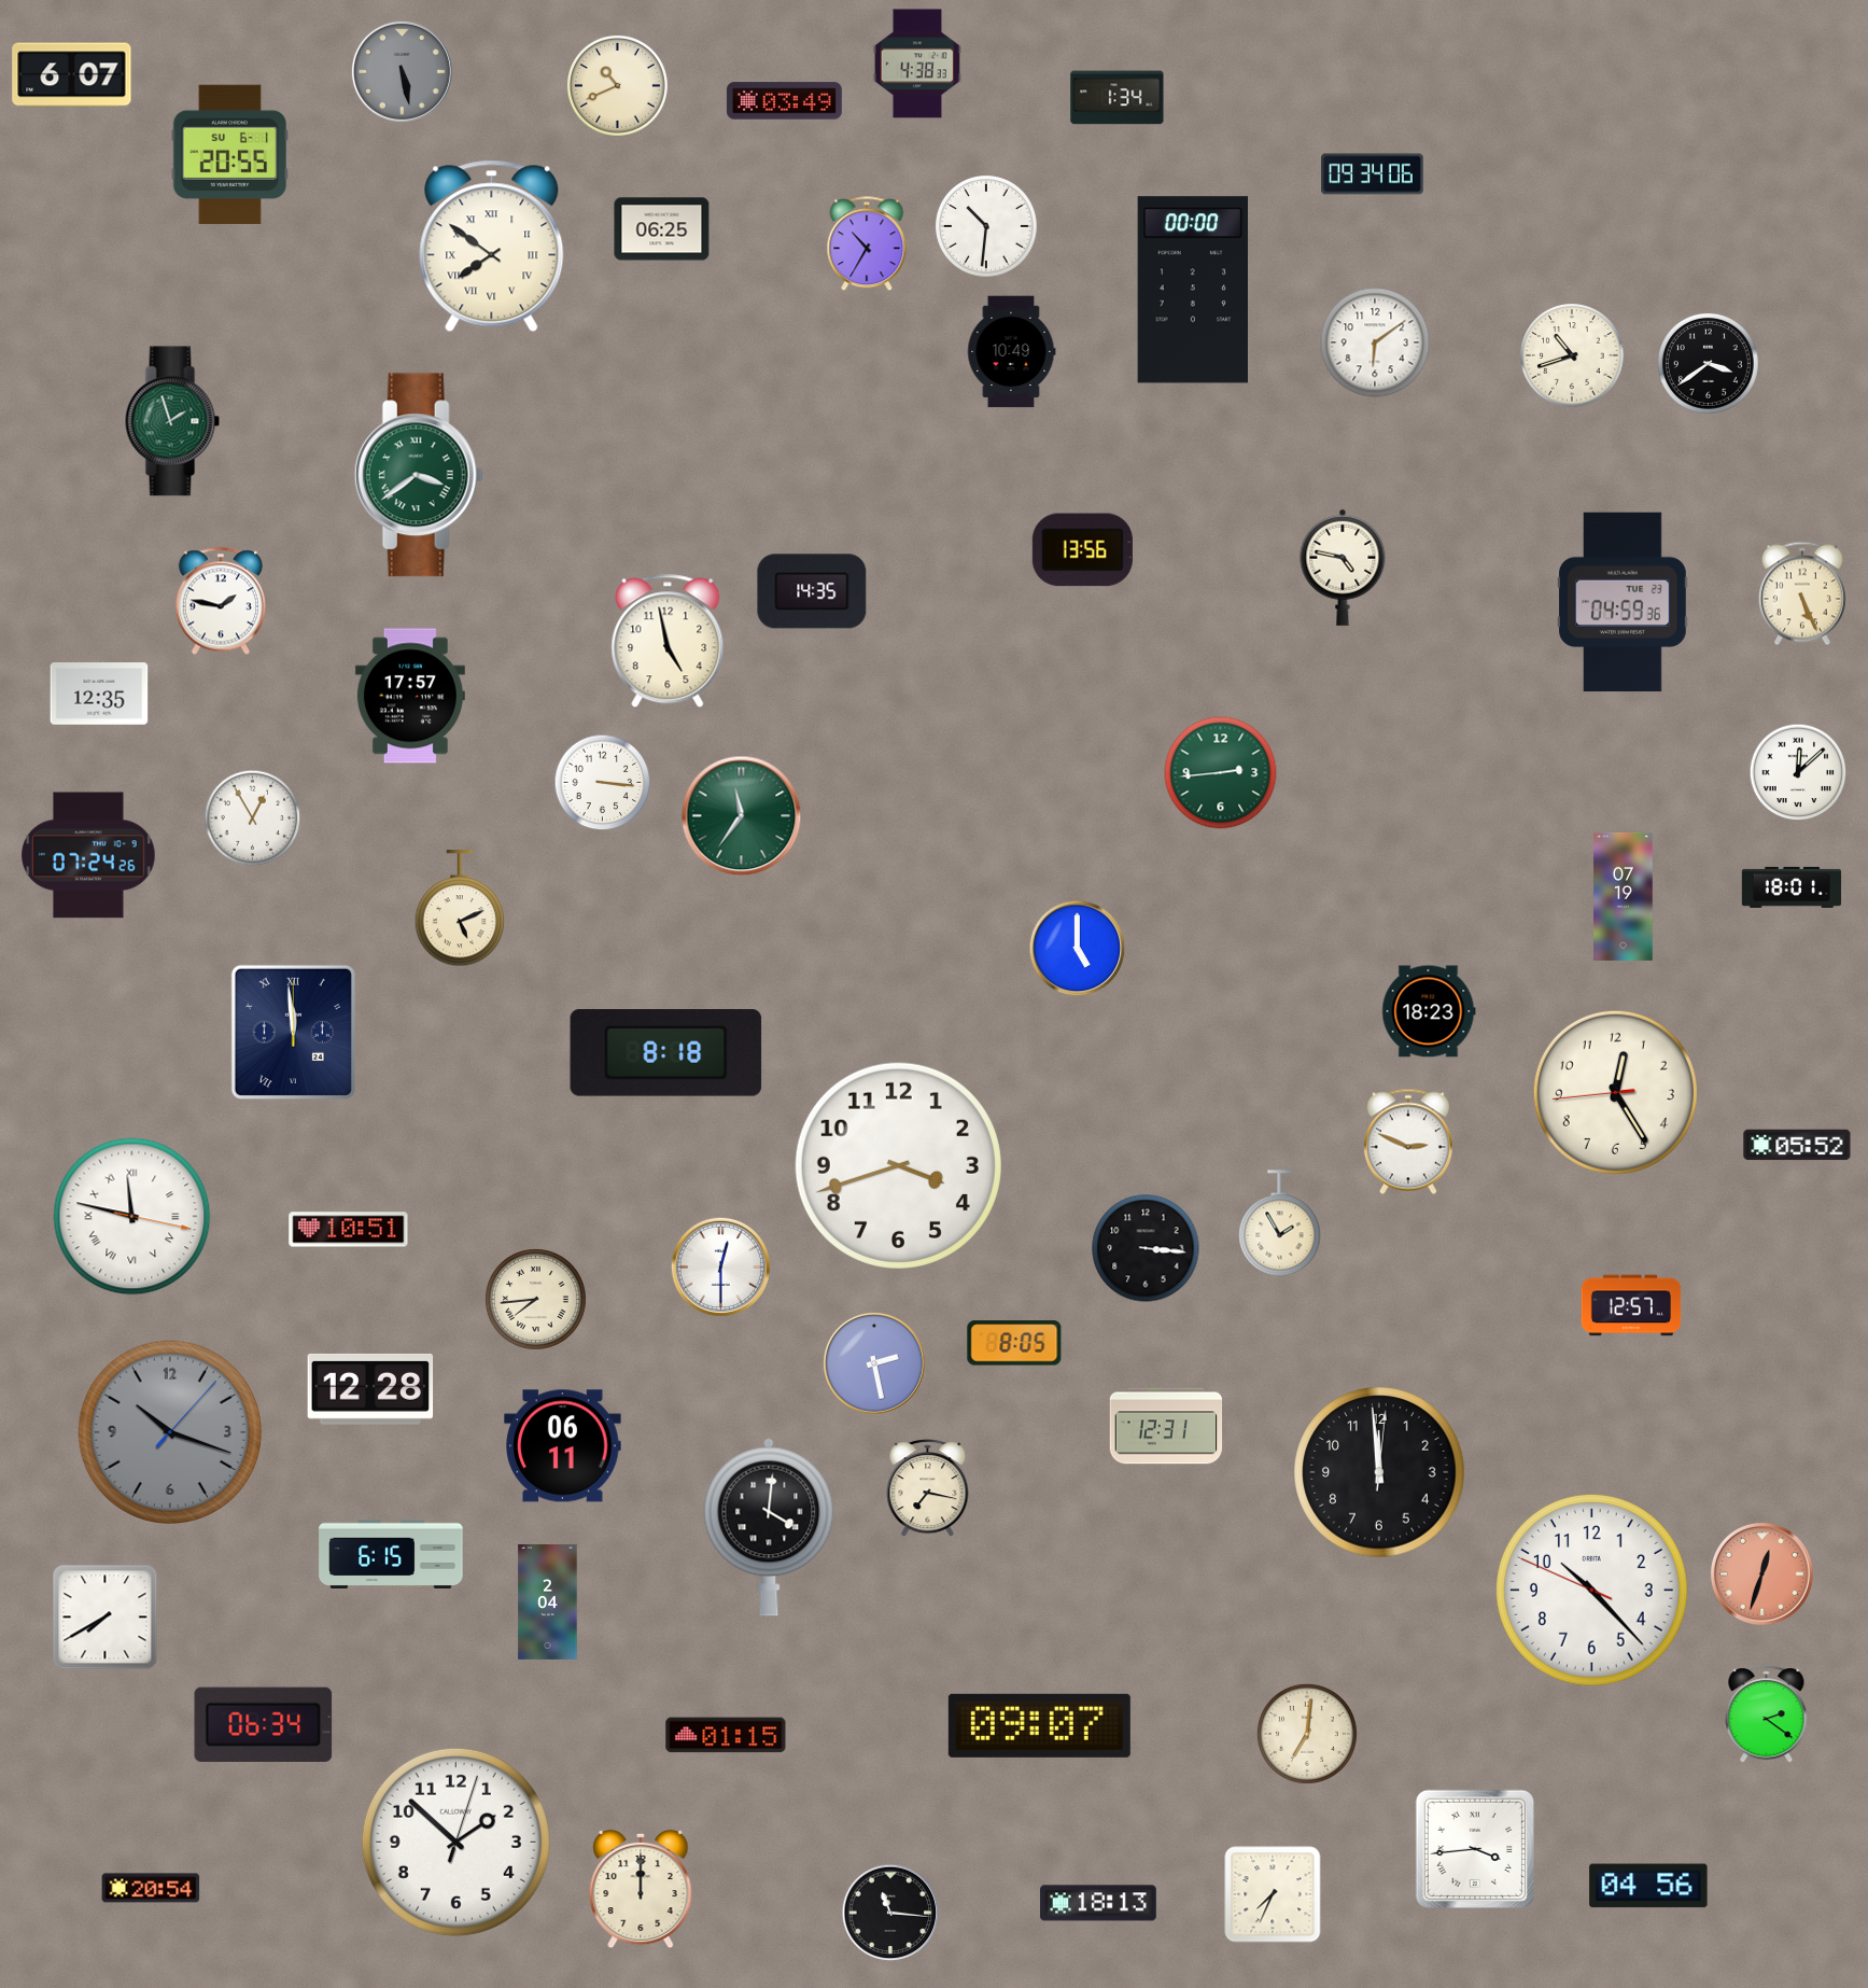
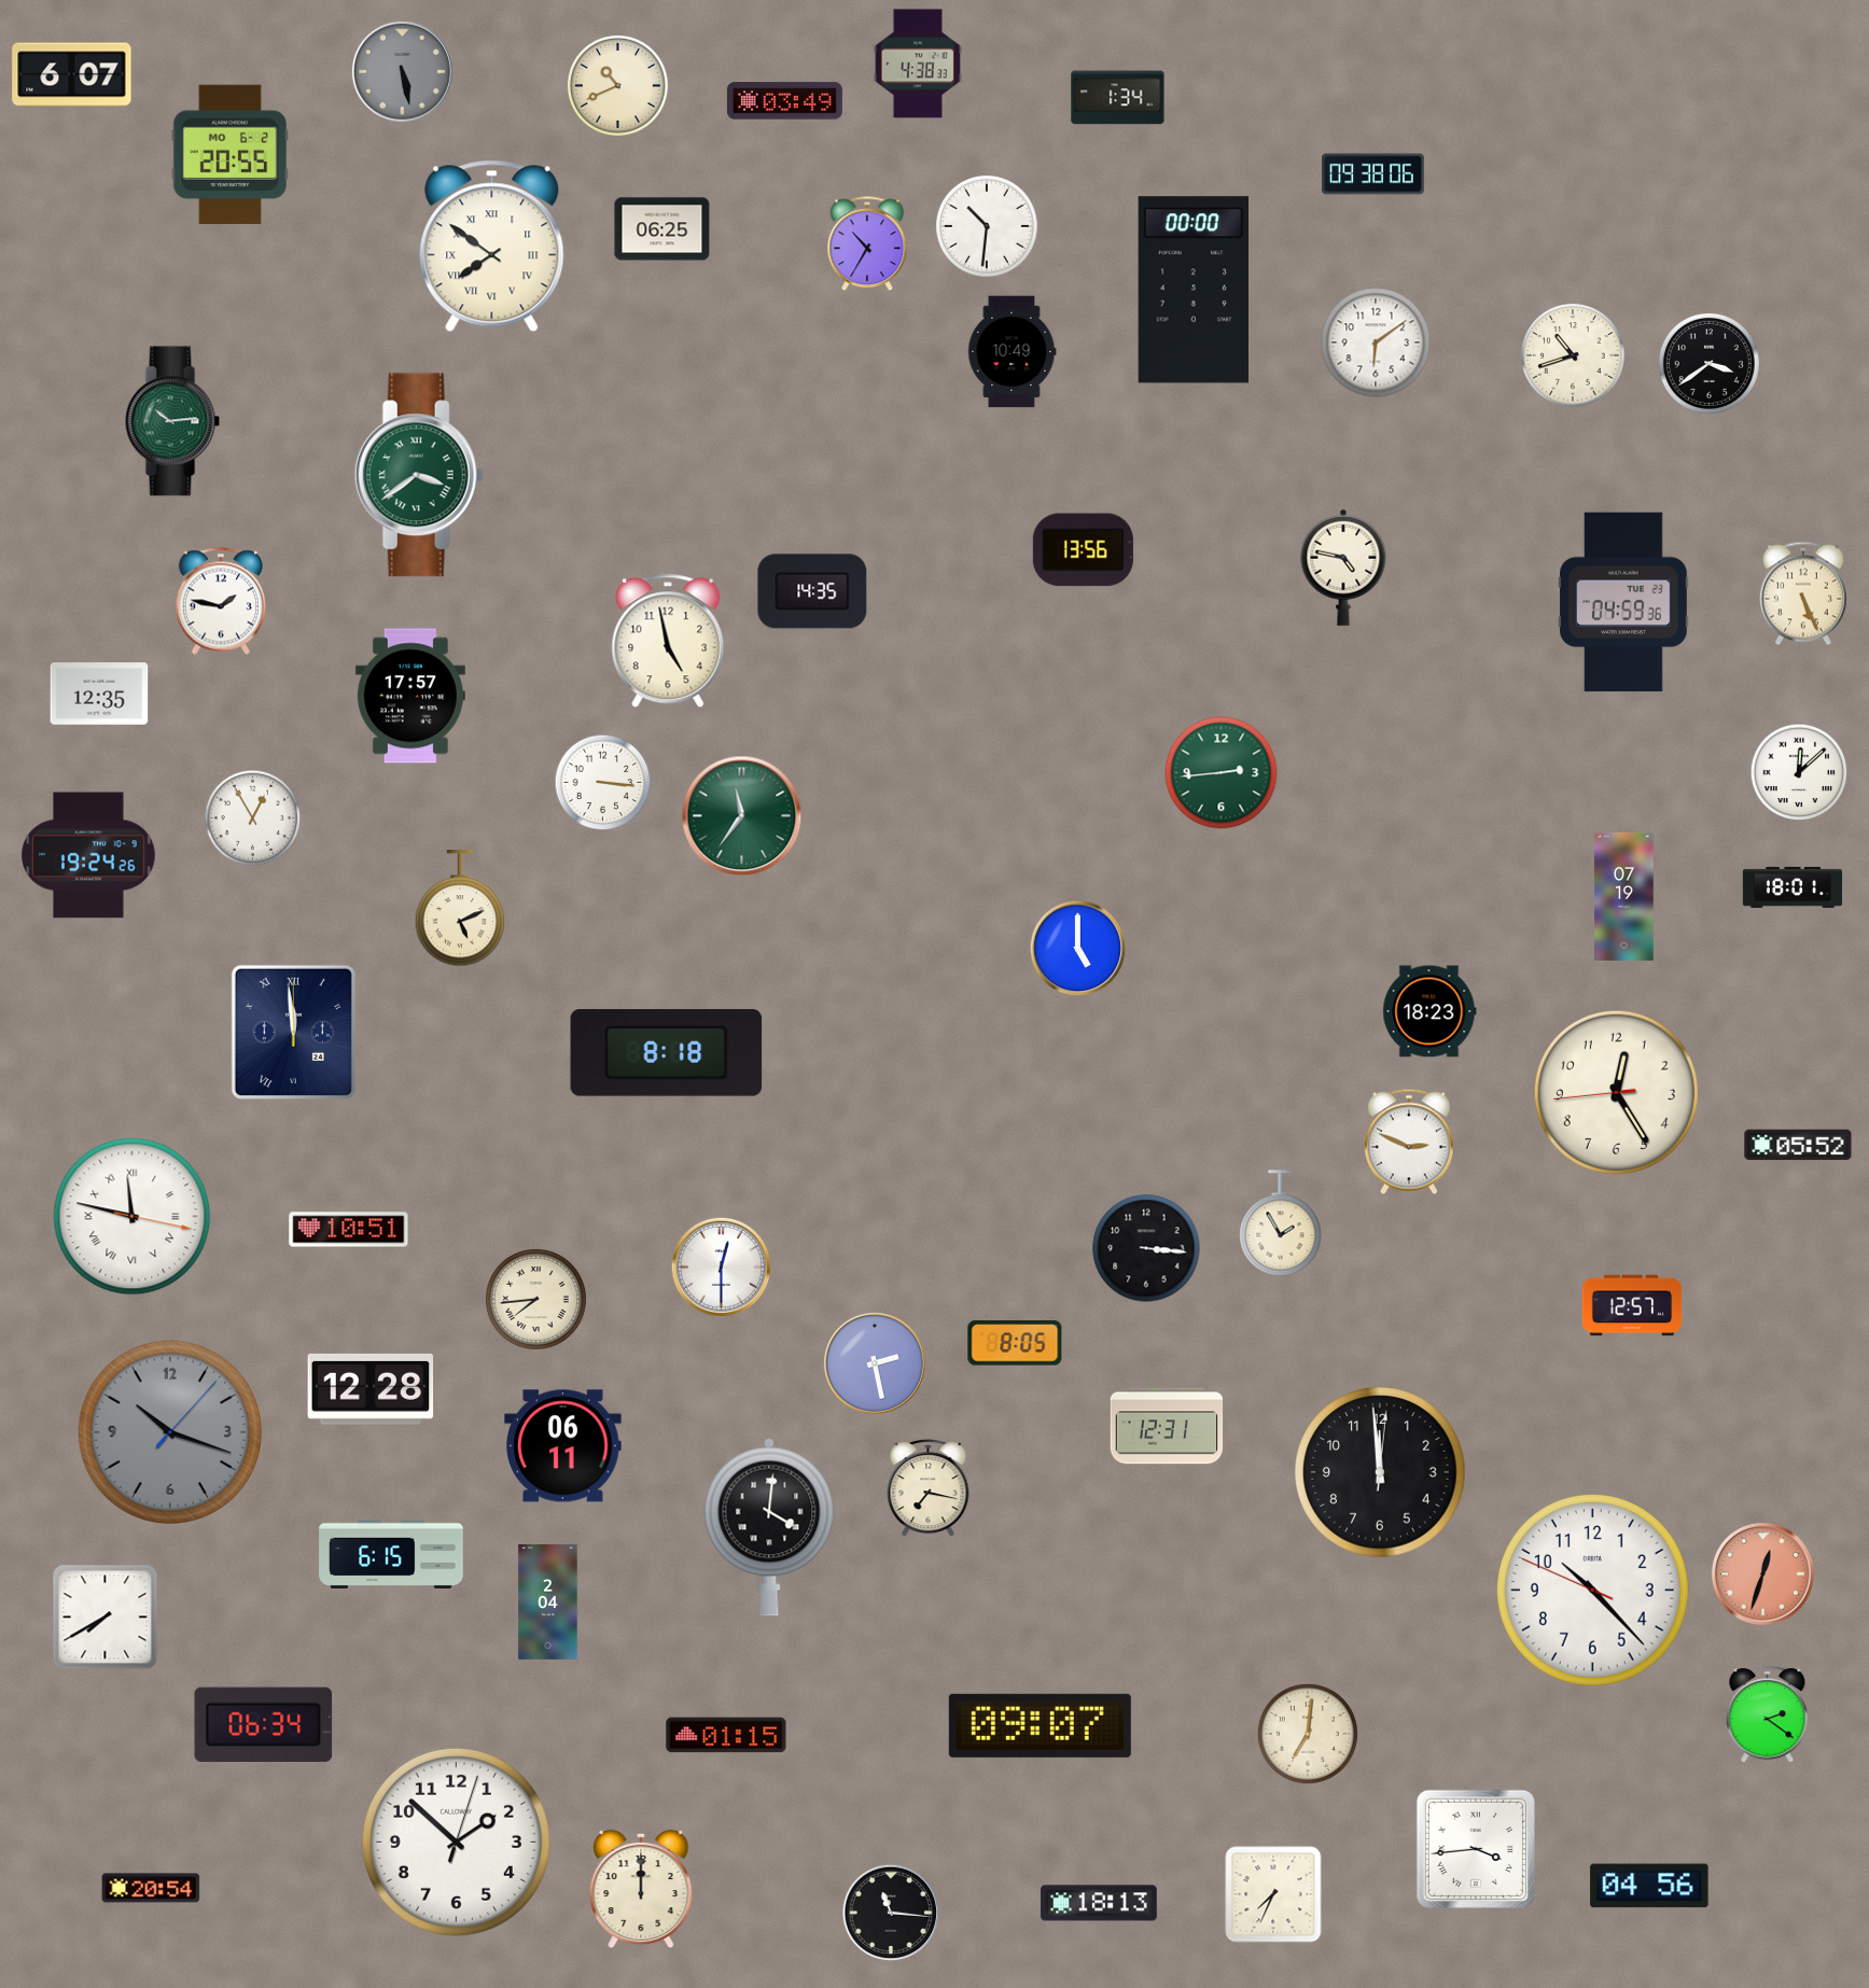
clock at (230, 154) date: SU 6-1 -> MO 6-2
clock at (1373, 174): 09:34 -> 09:38
clock at (172, 421): 1:57 -> 10:14
clock at (88, 855): 07:24 -> 19:24
clock at (898, 1165): 3:42 -> none
